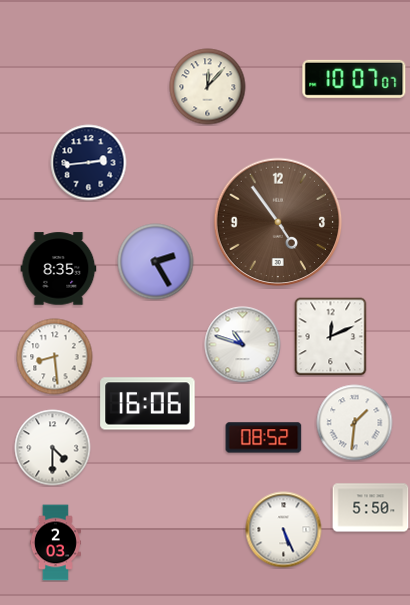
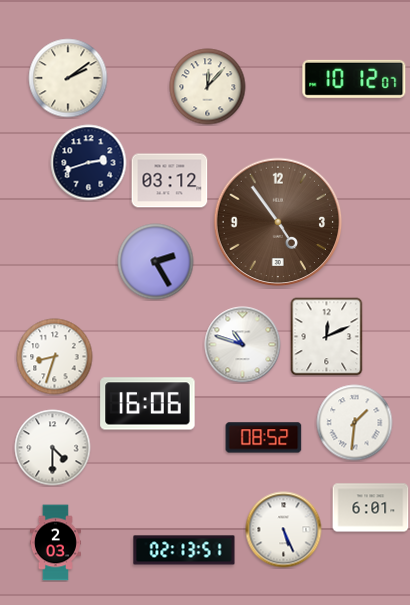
clock at (68, 78): none -> 2:09
clock at (354, 79): 10:07 -> 10:12
clock at (89, 163): 2:44 -> 2:42
clock at (170, 181): none -> 03:12
clock at (59, 269): 8:35 -> none
clock at (331, 337) position: (331, 337) -> (327, 337)
clock at (55, 357): 8:29 -> 8:33
clock at (371, 508): 5:50 -> 6:01
clock at (184, 550): none -> 02:13
